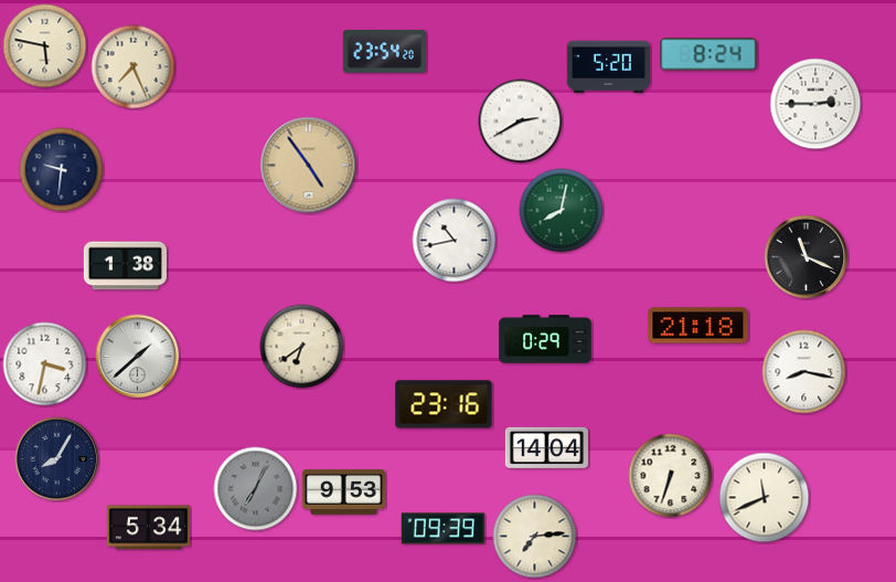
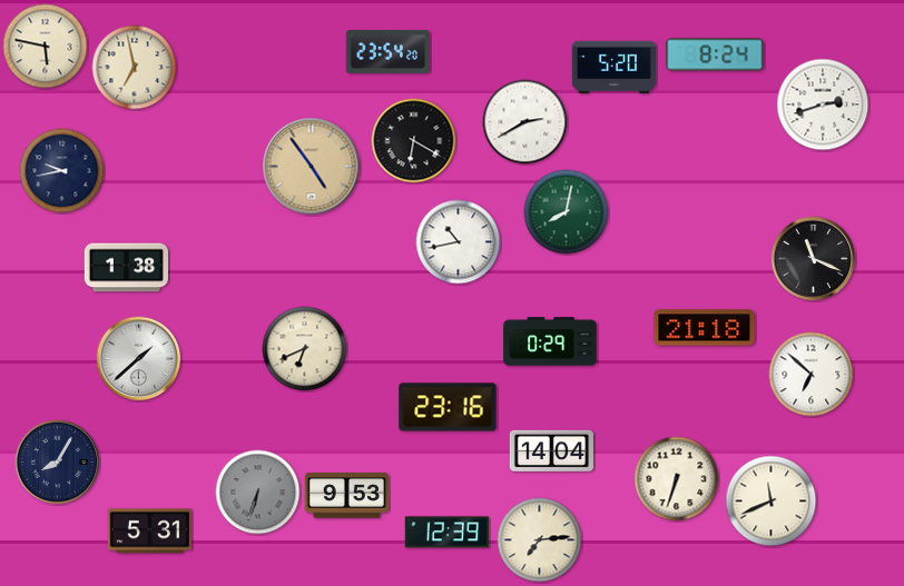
clock at (134, 67): 7:26 -> 6:58
clock at (815, 104): 2:45 -> 2:42
clock at (414, 141): none -> 6:20
clock at (62, 170): 9:31 -> 9:43
clock at (302, 347): 6:39 -> 6:41
clock at (45, 364): 3:32 -> none
clock at (804, 372): 8:17 -> 6:52
clock at (256, 489): 7:04 -> 6:33
clock at (148, 528): 5:34 -> 5:31
clock at (442, 529): 09:39 -> 12:39
